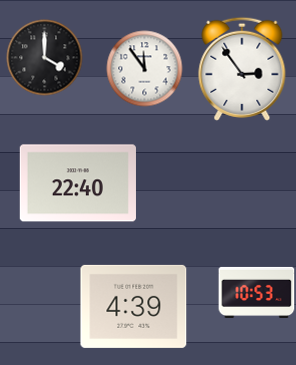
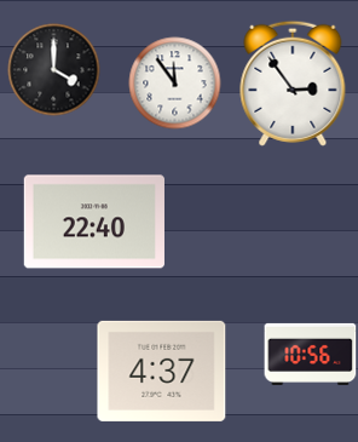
clock at (257, 292): 10:53 -> 10:56
clock at (134, 306): 4:39 -> 4:37
